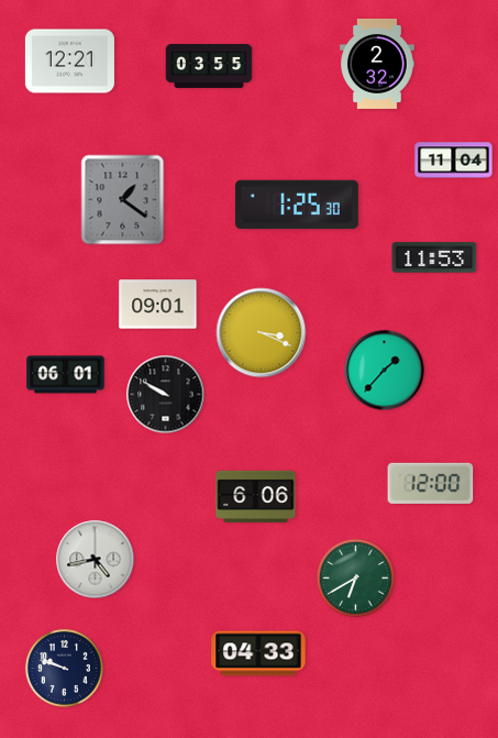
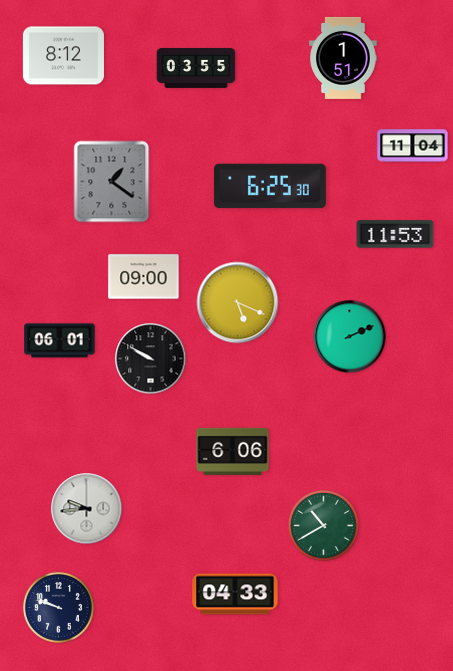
clock at (69, 62): 12:21 -> 8:12
clock at (377, 64): 2:32 -> 1:51
clock at (209, 67) position: (209, 67) -> (196, 69)
clock at (297, 205): 1:25 -> 6:25
clock at (158, 305): 09:01 -> 09:00
clock at (262, 333): 3:19 -> 5:19
clock at (385, 371): 1:37 -> 2:11
clock at (431, 483): 12:00 -> none
clock at (96, 560): 4:43 -> 9:44
clock at (355, 577): 6:40 -> 10:40
